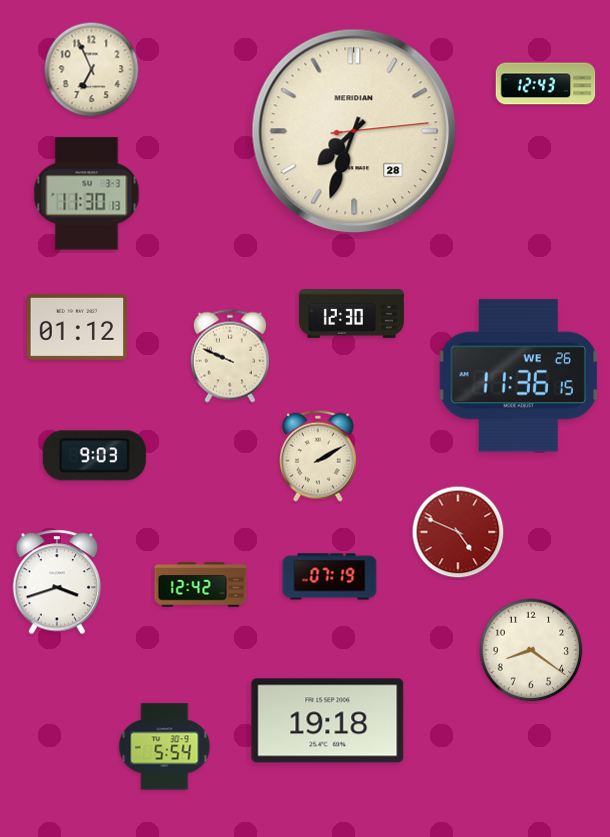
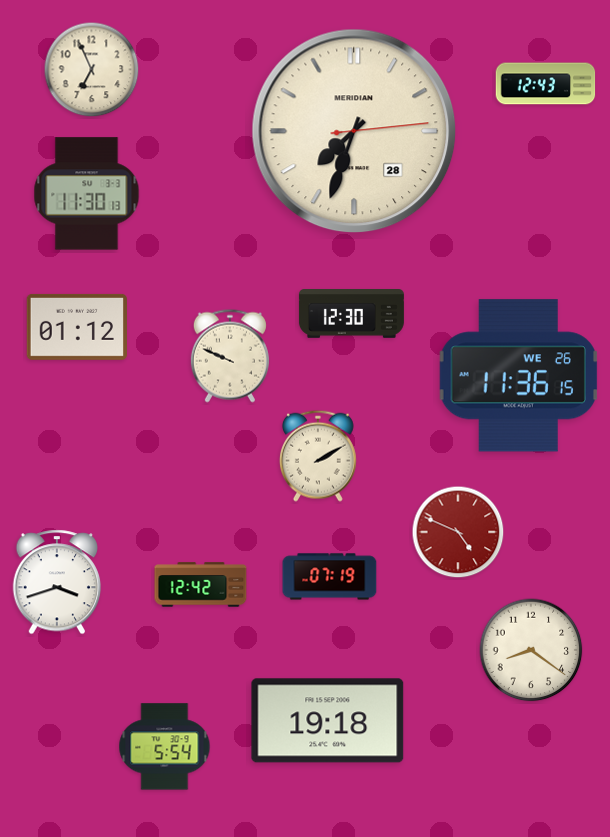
clock at (94, 456): 9:03 -> none
